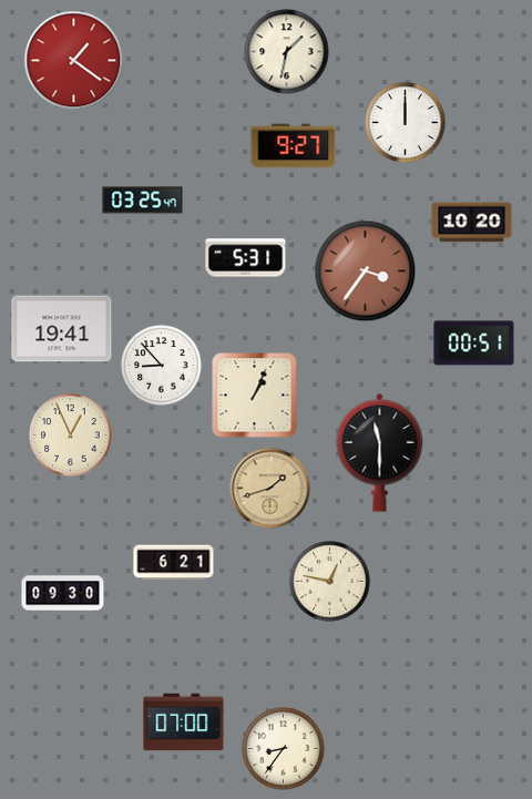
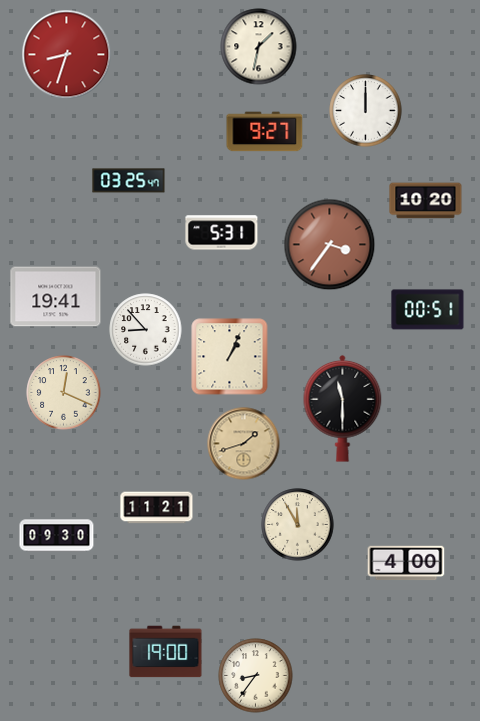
clock at (74, 61): 1:21 -> 8:33
clock at (71, 436): 12:56 -> 12:19
clock at (270, 489) position: (270, 489) -> (244, 444)
clock at (174, 563): 6:21 -> 11:21
clock at (330, 582): 12:47 -> 11:55
clock at (406, 563): none -> 4:00
clock at (184, 723): 07:00 -> 19:00
